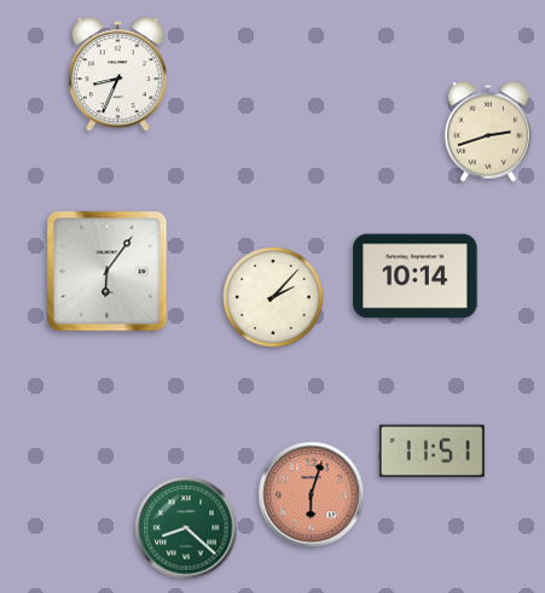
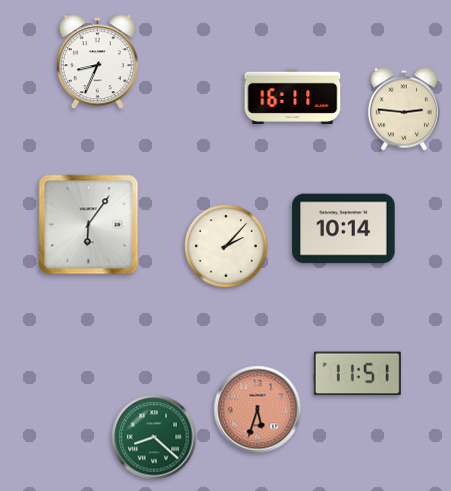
clock at (293, 96): none -> 16:11
clock at (488, 132): 2:42 -> 2:46
clock at (312, 495): 6:03 -> 5:33
